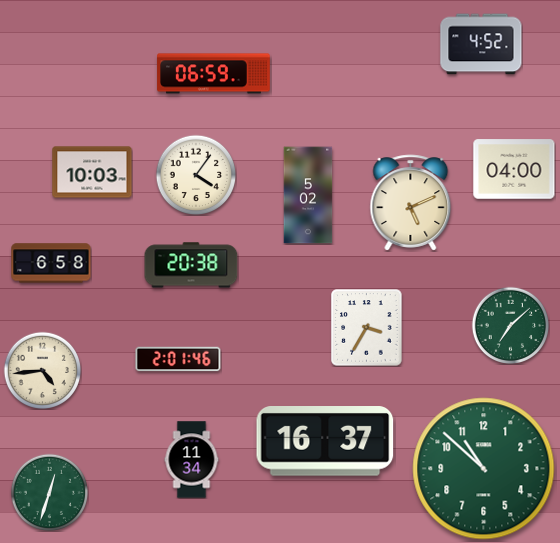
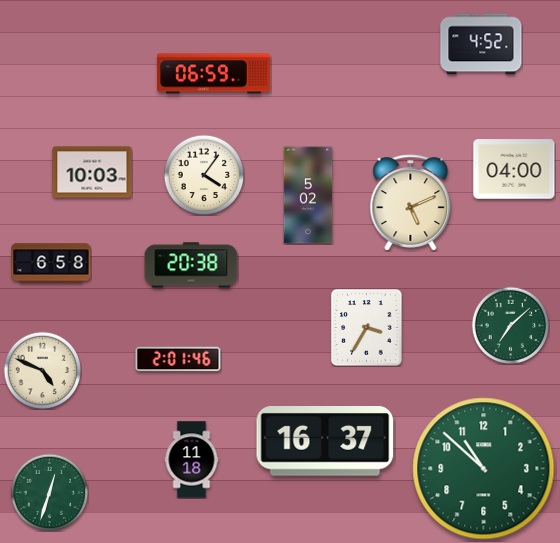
clock at (196, 175) position: (196, 175) -> (204, 175)
clock at (42, 370): 4:44 -> 4:49
clock at (192, 460): 11:34 -> 11:18
